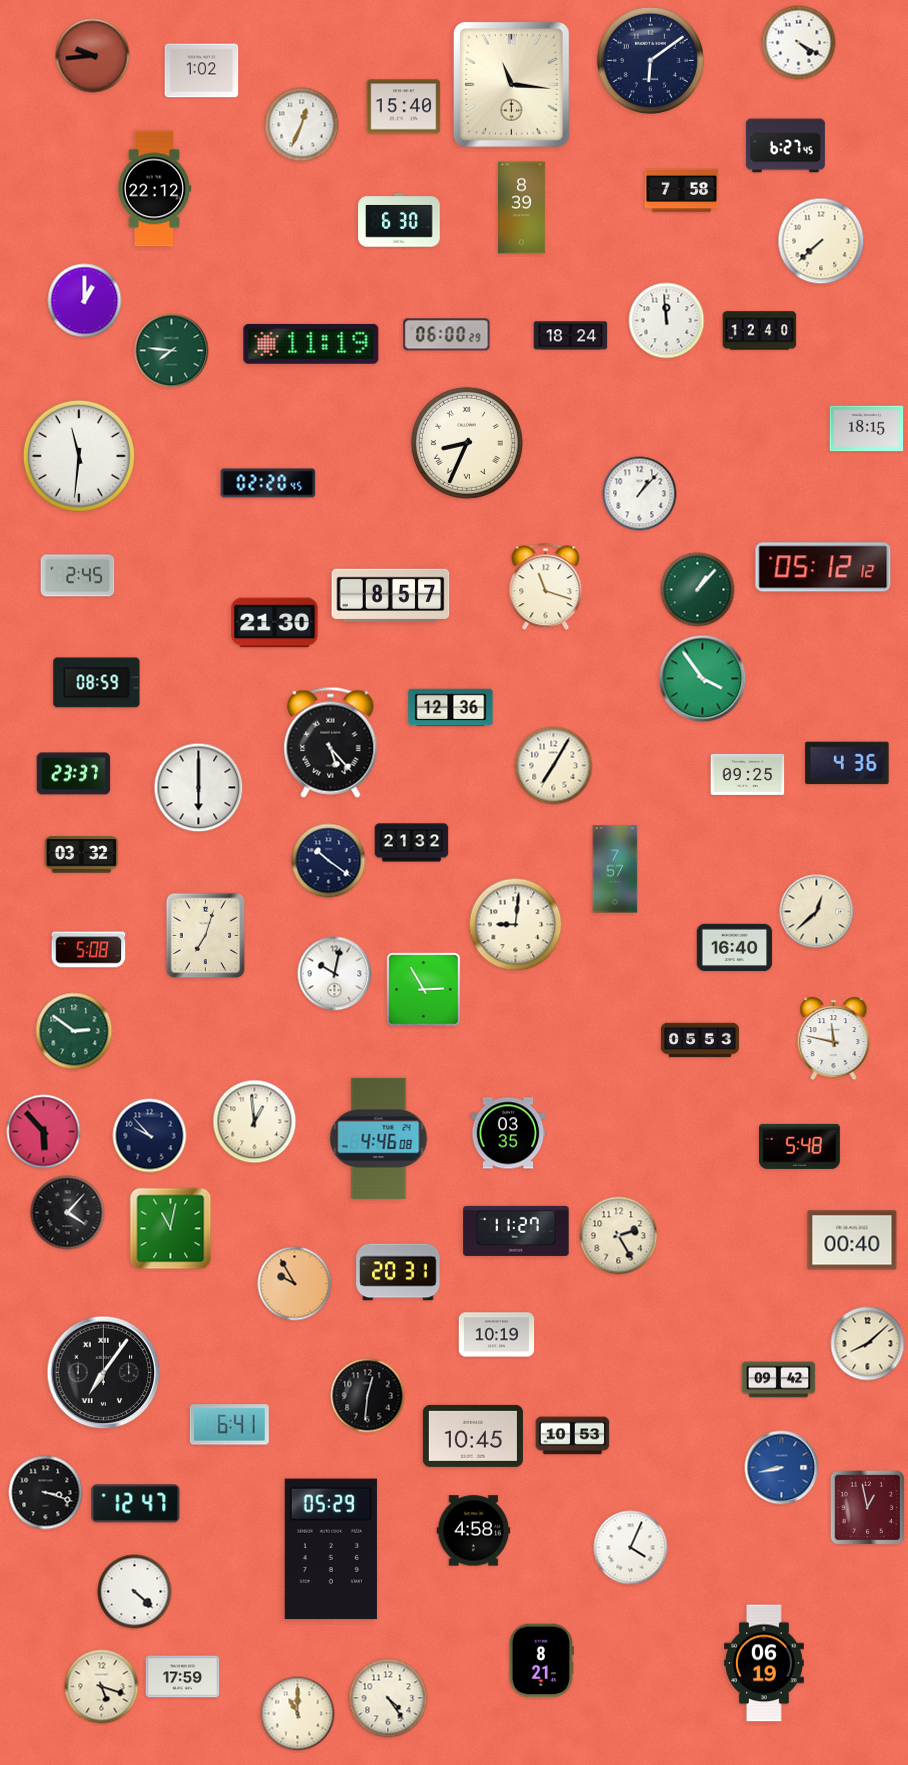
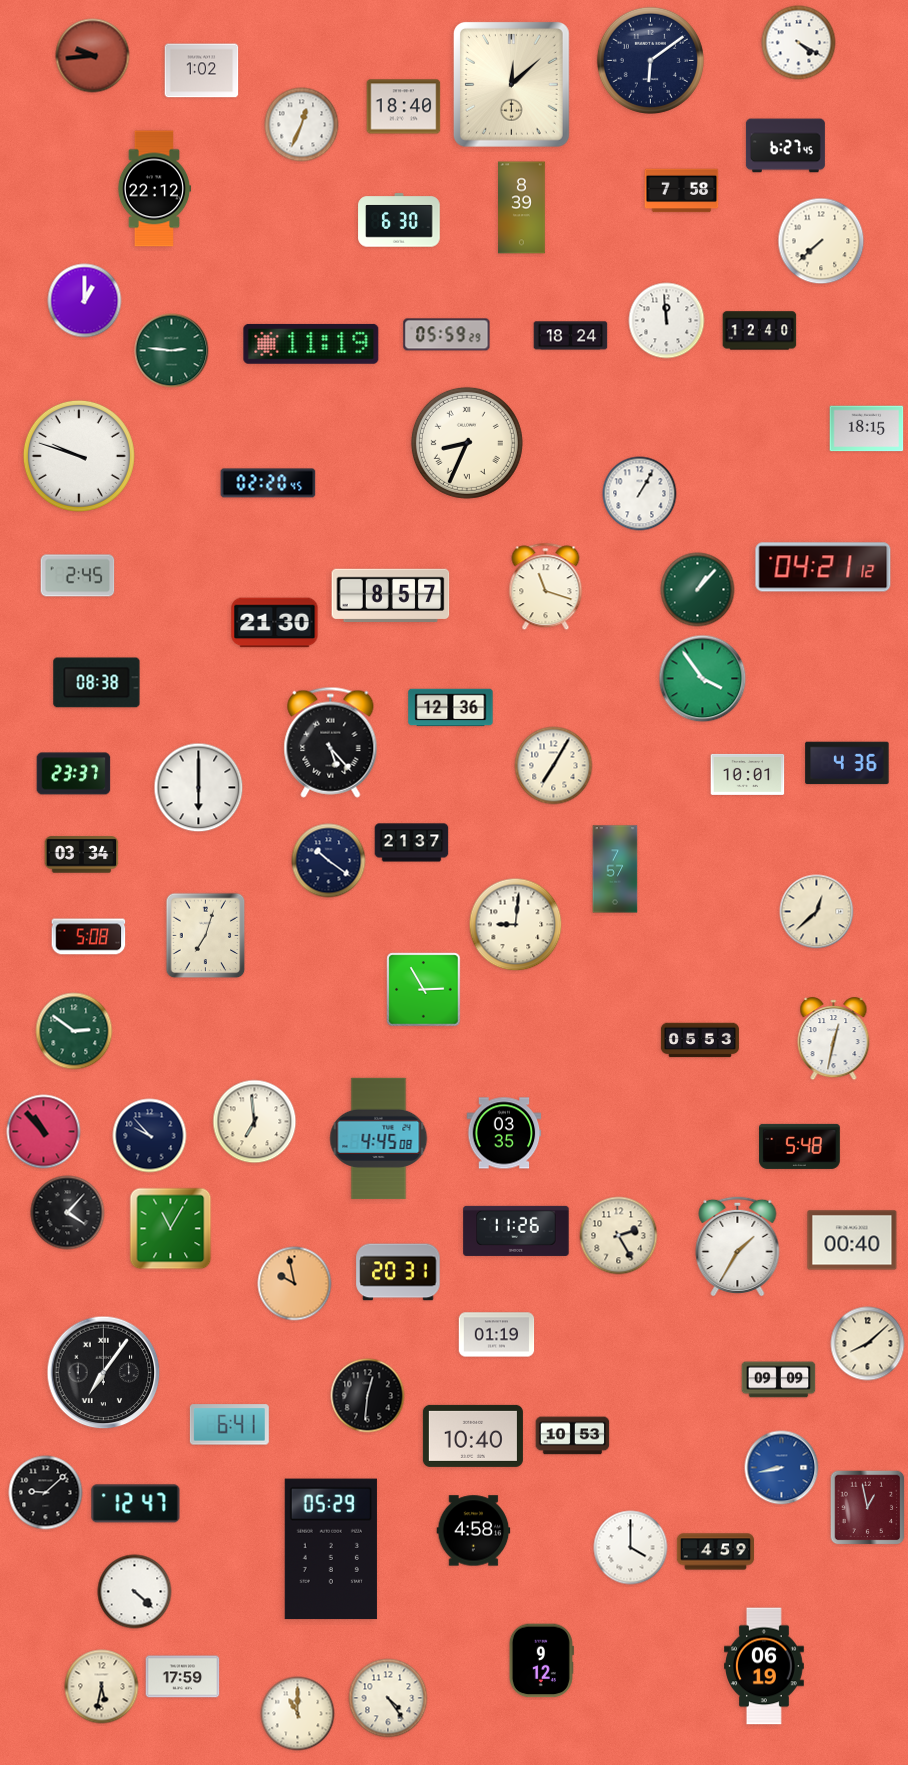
clock at (511, 85): 11:16 -> 12:08
clock at (404, 107): 15:40 -> 18:40
clock at (447, 335): 06:00 -> 05:59
clock at (172, 351): 7:46 -> 2:46
clock at (79, 456): 11:31 -> 9:48
clock at (640, 494): 1:07 -> 1:05
clock at (823, 567): 05:12 -> 04:21
clock at (97, 683): 08:59 -> 08:38
clock at (748, 774): 09:25 -> 10:01
clock at (412, 843): 21:32 -> 21:37
clock at (82, 855): 03:32 -> 03:34
clock at (735, 948): 16:40 -> none
clock at (89, 950) position: (89, 950) -> (89, 937)
clock at (335, 974): 10:02 -> none
clock at (834, 1039): 11:47 -> 12:32
clock at (255, 1122): 12:59 -> 6:59
clock at (44, 1132): 5:53 -> 10:53
clock at (508, 1133) position: (508, 1133) -> (504, 1133)
clock at (379, 1138): 4:46 -> 4:45
clock at (171, 1229): 11:02 -> 11:05
clock at (516, 1231): 11:27 -> 11:26
clock at (738, 1246): none -> 1:35
clock at (295, 1284): 9:55 -> 9:58
clock at (497, 1335): 10:19 -> 01:19
clock at (779, 1380): 09:42 -> 09:09
clock at (473, 1436): 10:45 -> 10:40
clock at (46, 1493): 3:18 -> 9:08
clock at (631, 1548): 4:04 -> 4:00
clock at (715, 1552): none -> 4:59
clock at (541, 1661): 8:21 -> 9:12
clock at (765, 1663) position: (765, 1663) -> (765, 1666)
clock at (102, 1687): 5:18 -> 5:32
